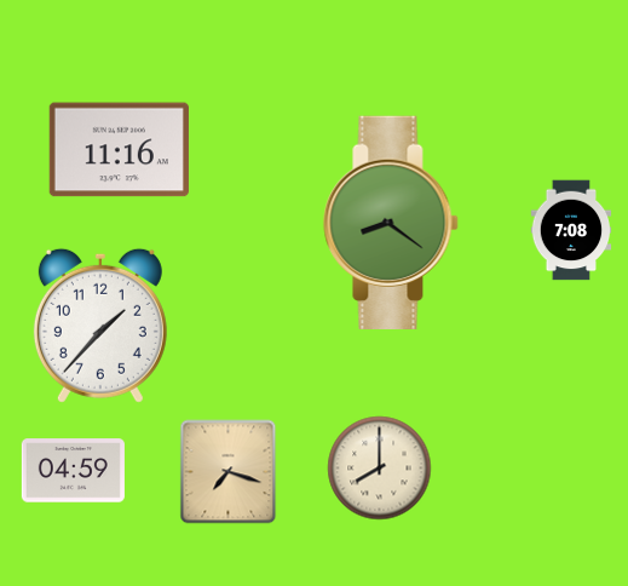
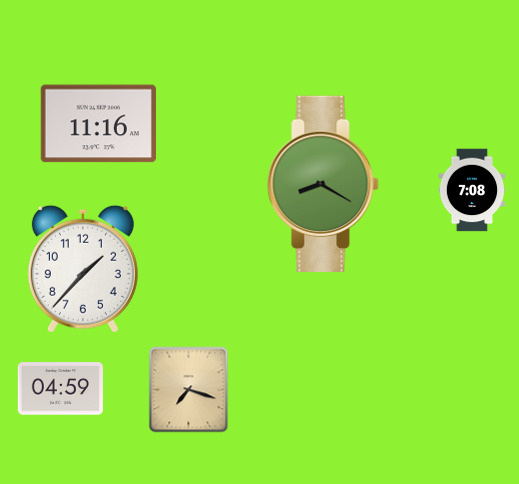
clock at (391, 222): 8:21 -> 8:20
clock at (380, 469): 8:00 -> none
